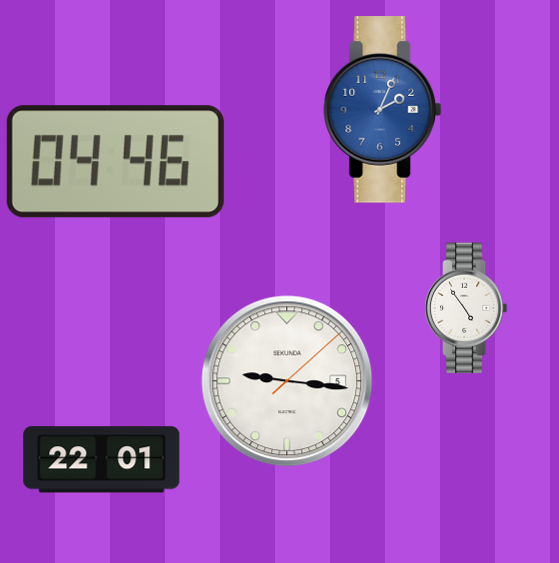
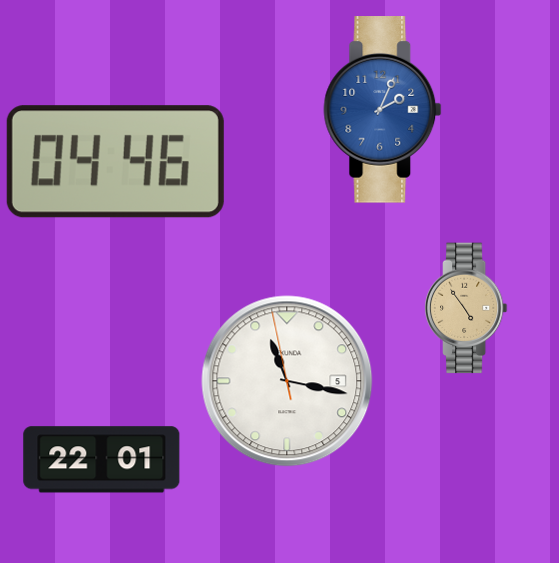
clock at (466, 308) dial: white -> champagne
clock at (287, 381): 9:16 -> 11:16
